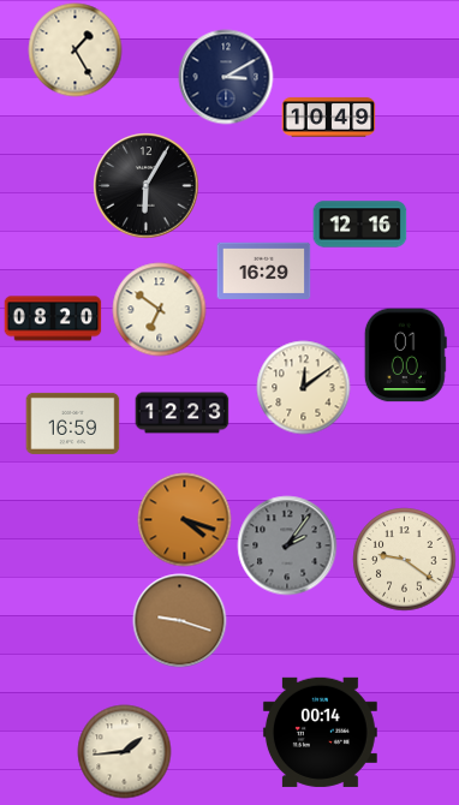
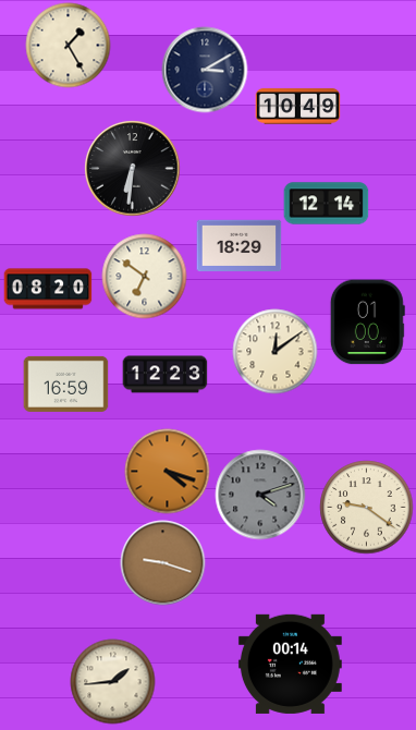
clock at (145, 185): 6:05 -> 6:31
clock at (359, 225): 12:16 -> 12:14
clock at (263, 272): 16:29 -> 18:29
clock at (159, 309) position: (159, 309) -> (144, 276)
clock at (287, 545): 2:06 -> 4:12
